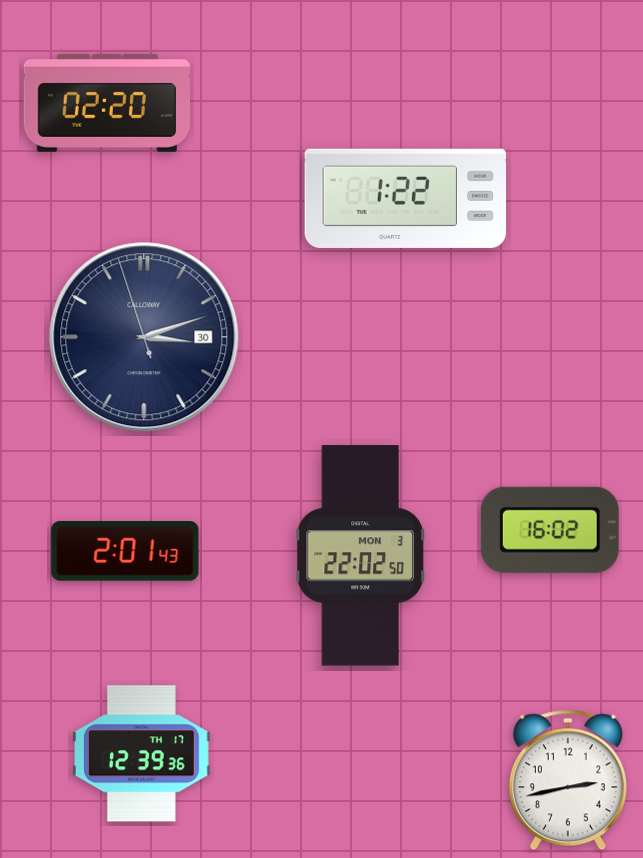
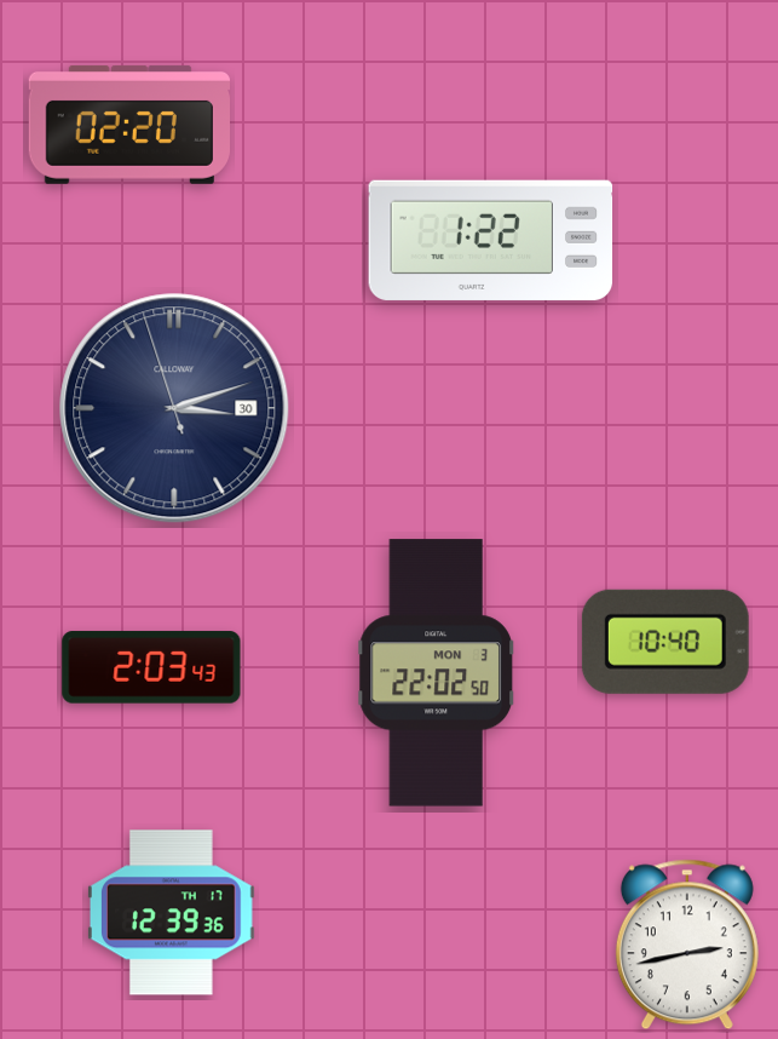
clock at (550, 530): 16:02 -> 10:40
clock at (125, 551): 2:01 -> 2:03
